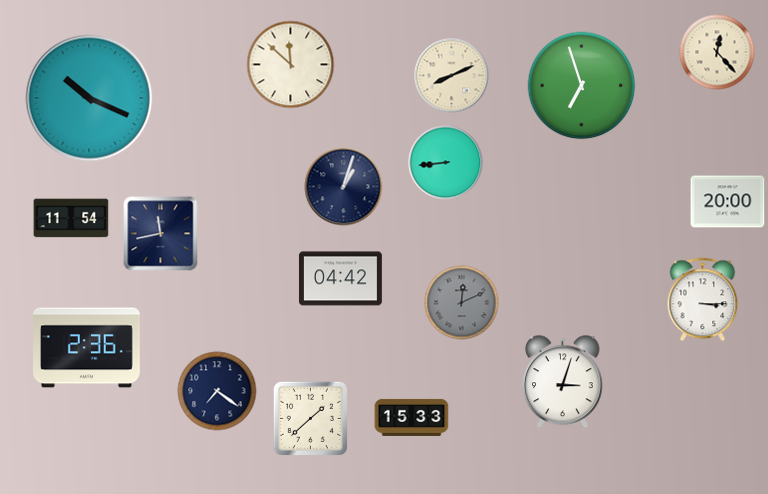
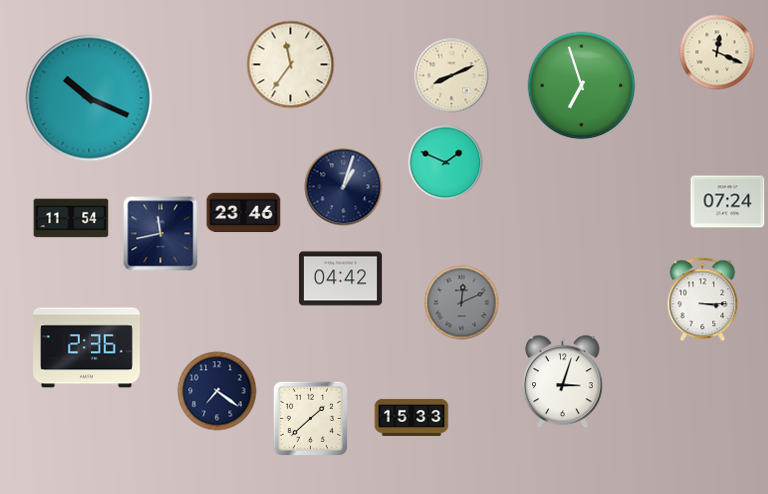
clock at (717, 52): 12:23 -> 12:19
clock at (291, 65): 11:52 -> 11:36
clock at (446, 163): 8:44 -> 1:49
clock at (728, 202): 20:00 -> 07:24
clock at (244, 213): none -> 23:46
